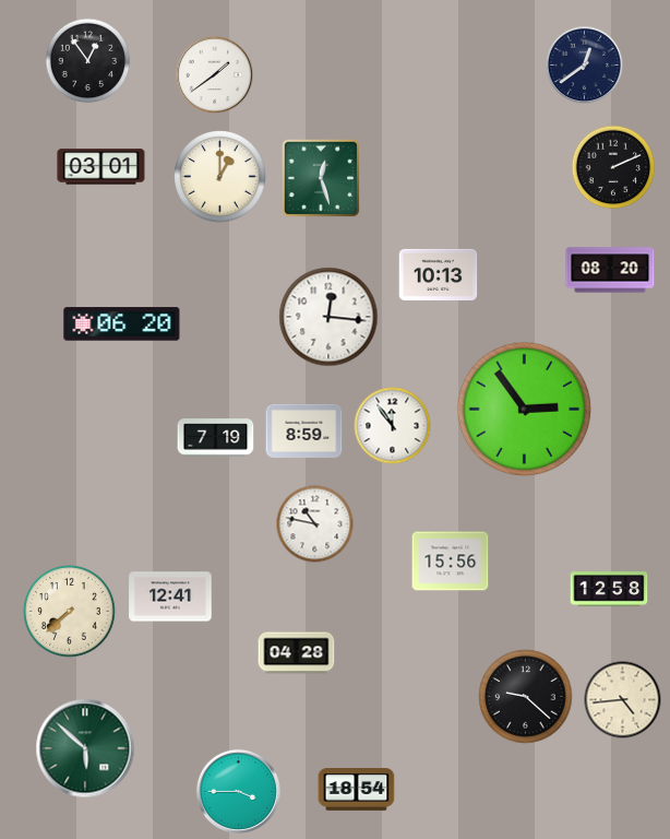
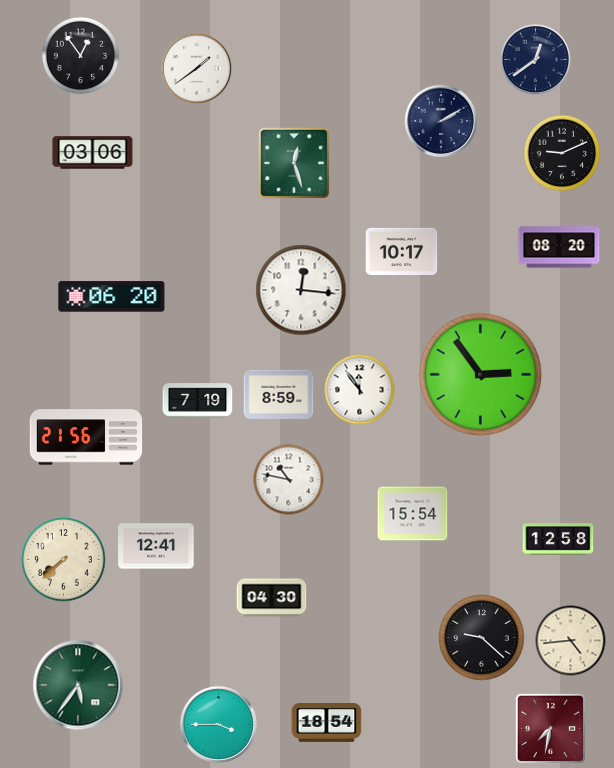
clock at (441, 121): none -> 2:10
clock at (101, 167): 03:01 -> 03:06
clock at (613, 167): 2:11 -> 9:11
clock at (220, 177): 1:00 -> none
clock at (439, 274): 10:13 -> 10:17
clock at (86, 437): none -> 21:56
clock at (451, 562): 15:56 -> 15:54
clock at (297, 653): 04:28 -> 04:30
clock at (85, 748): 5:52 -> 5:36
clock at (550, 728): none -> 7:32
